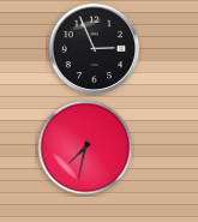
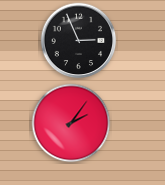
clock at (85, 148): 7:32 -> 2:06
